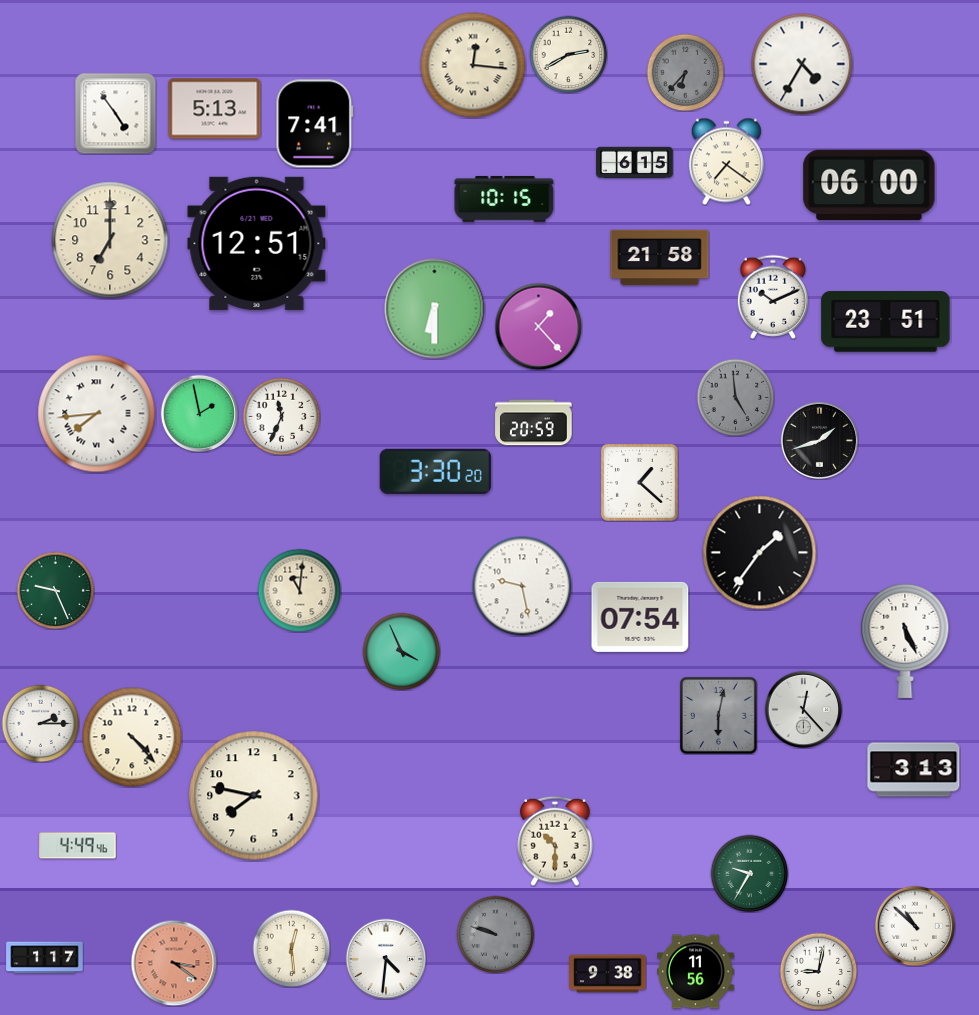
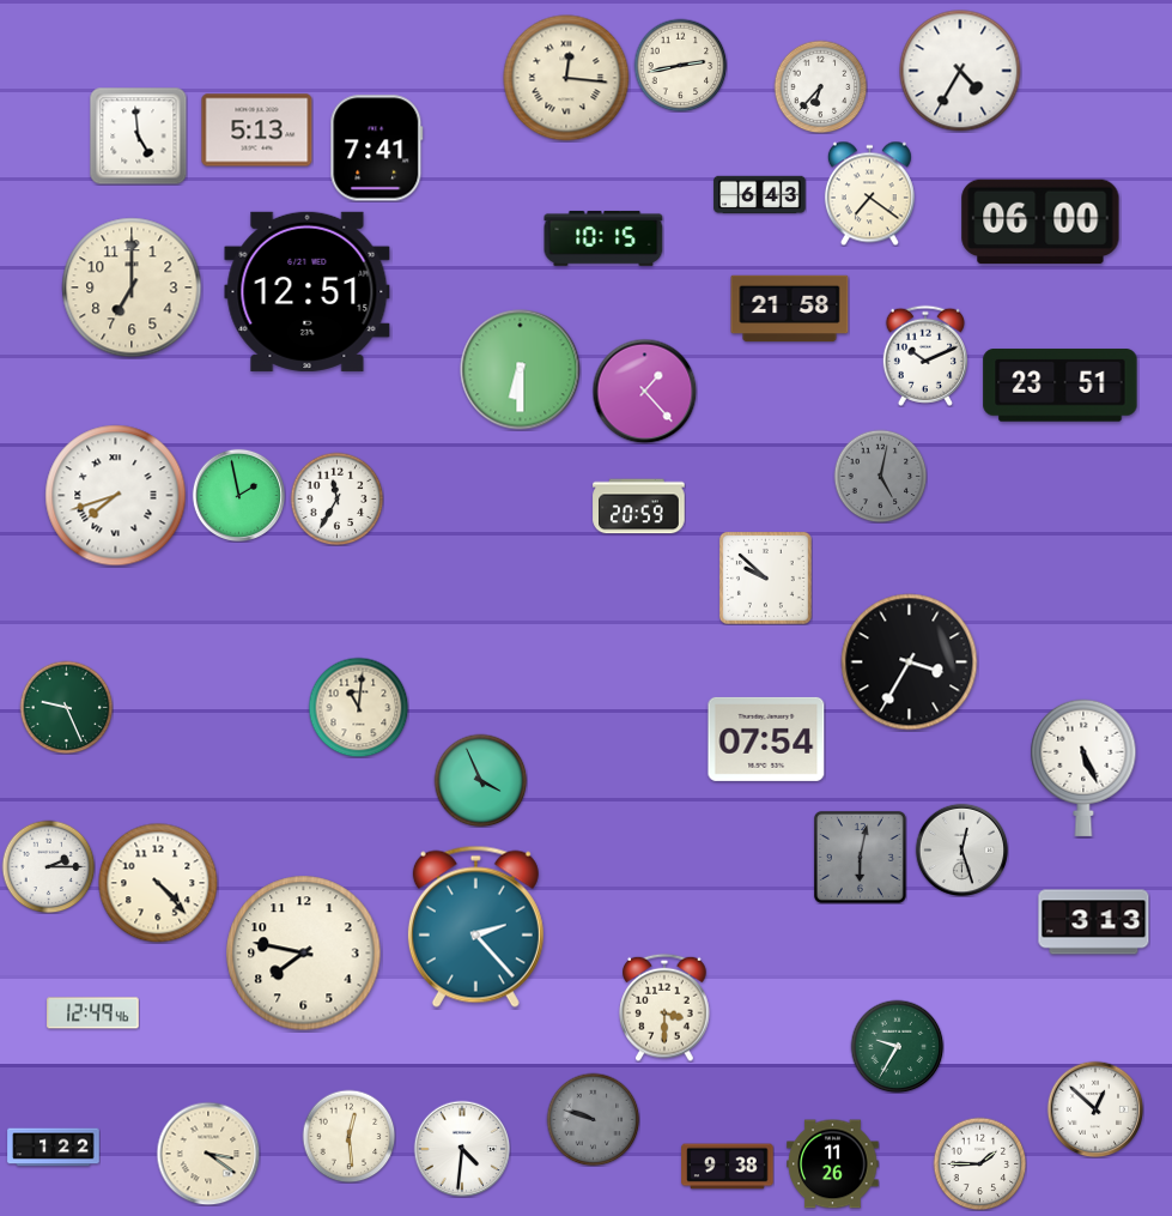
clock at (568, 54): 2:40 -> 2:43
clock at (802, 64) position: (802, 64) -> (960, 71)
clock at (685, 72) dial: grey -> white
clock at (115, 113): 4:54 -> 4:59
clock at (635, 163): 6:15 -> 6:43
clock at (735, 397): 4:59 -> 5:02
clock at (97, 414): 7:44 -> 7:42
clock at (281, 416): 11:34 -> 11:35
clock at (819, 440): 1:42 -> none
clock at (435, 471): 3:30 -> none
clock at (639, 482): 1:22 -> 9:52
clock at (760, 553): 1:36 -> 3:35
clock at (522, 586): 9:28 -> none
clock at (803, 709): 12:23 -> 12:27
clock at (475, 926): none -> 2:23
clock at (555, 841): 10:30 -> 3:30
clock at (78, 846): 4:49 -> 12:49
clock at (915, 926): 10:52 -> 12:52
clock at (45, 958): 1:17 -> 1:22
clock at (174, 963) dial: salmon -> cream
clock at (818, 971): 9:02 -> 1:45
clock at (696, 972): 11:56 -> 11:26
